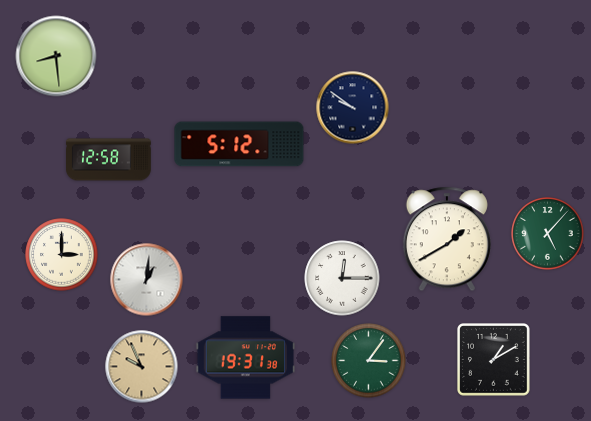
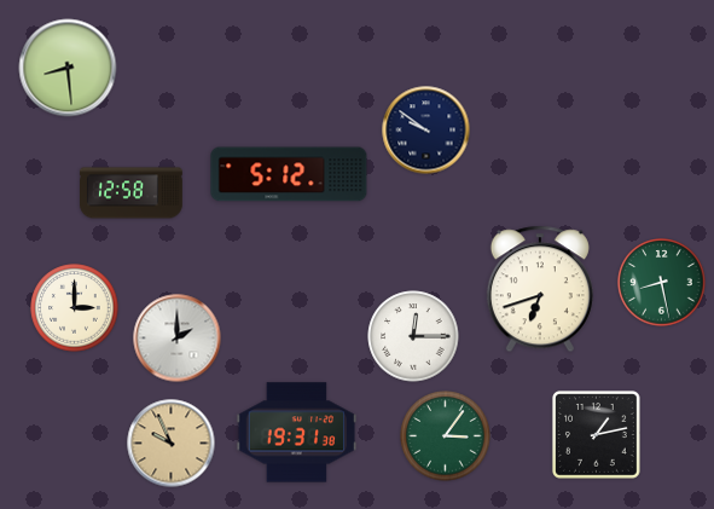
clock at (548, 234): 5:07 -> 8:28
clock at (447, 239): 1:40 -> 6:42
clock at (147, 280): 1:01 -> 2:00
clock at (494, 360): 1:10 -> 1:13
